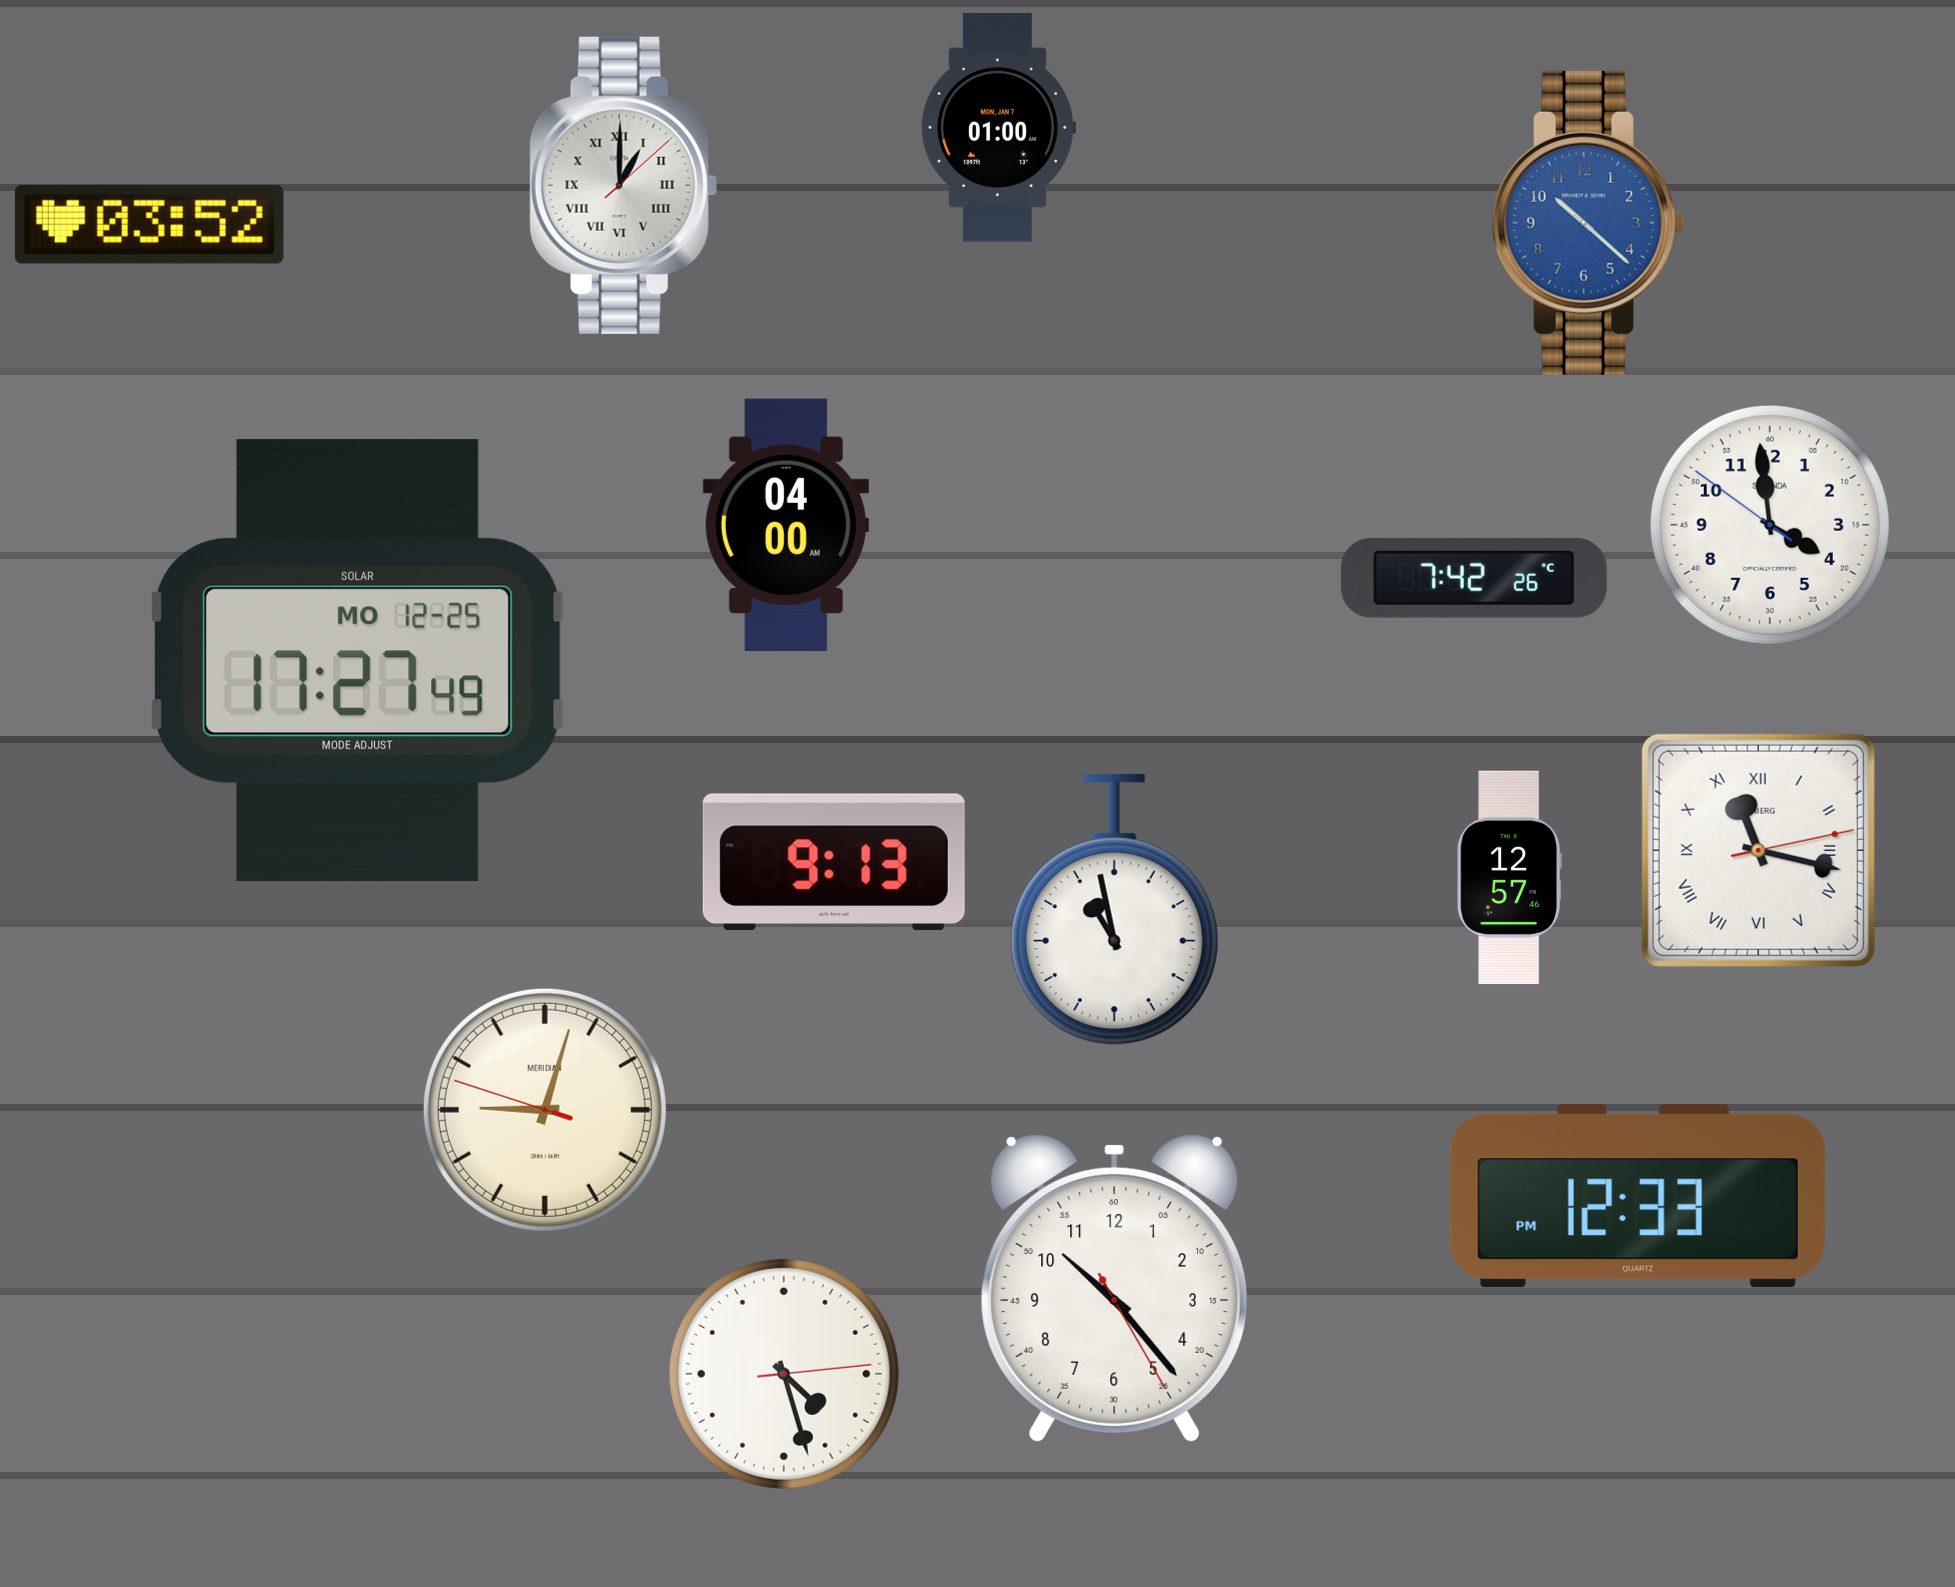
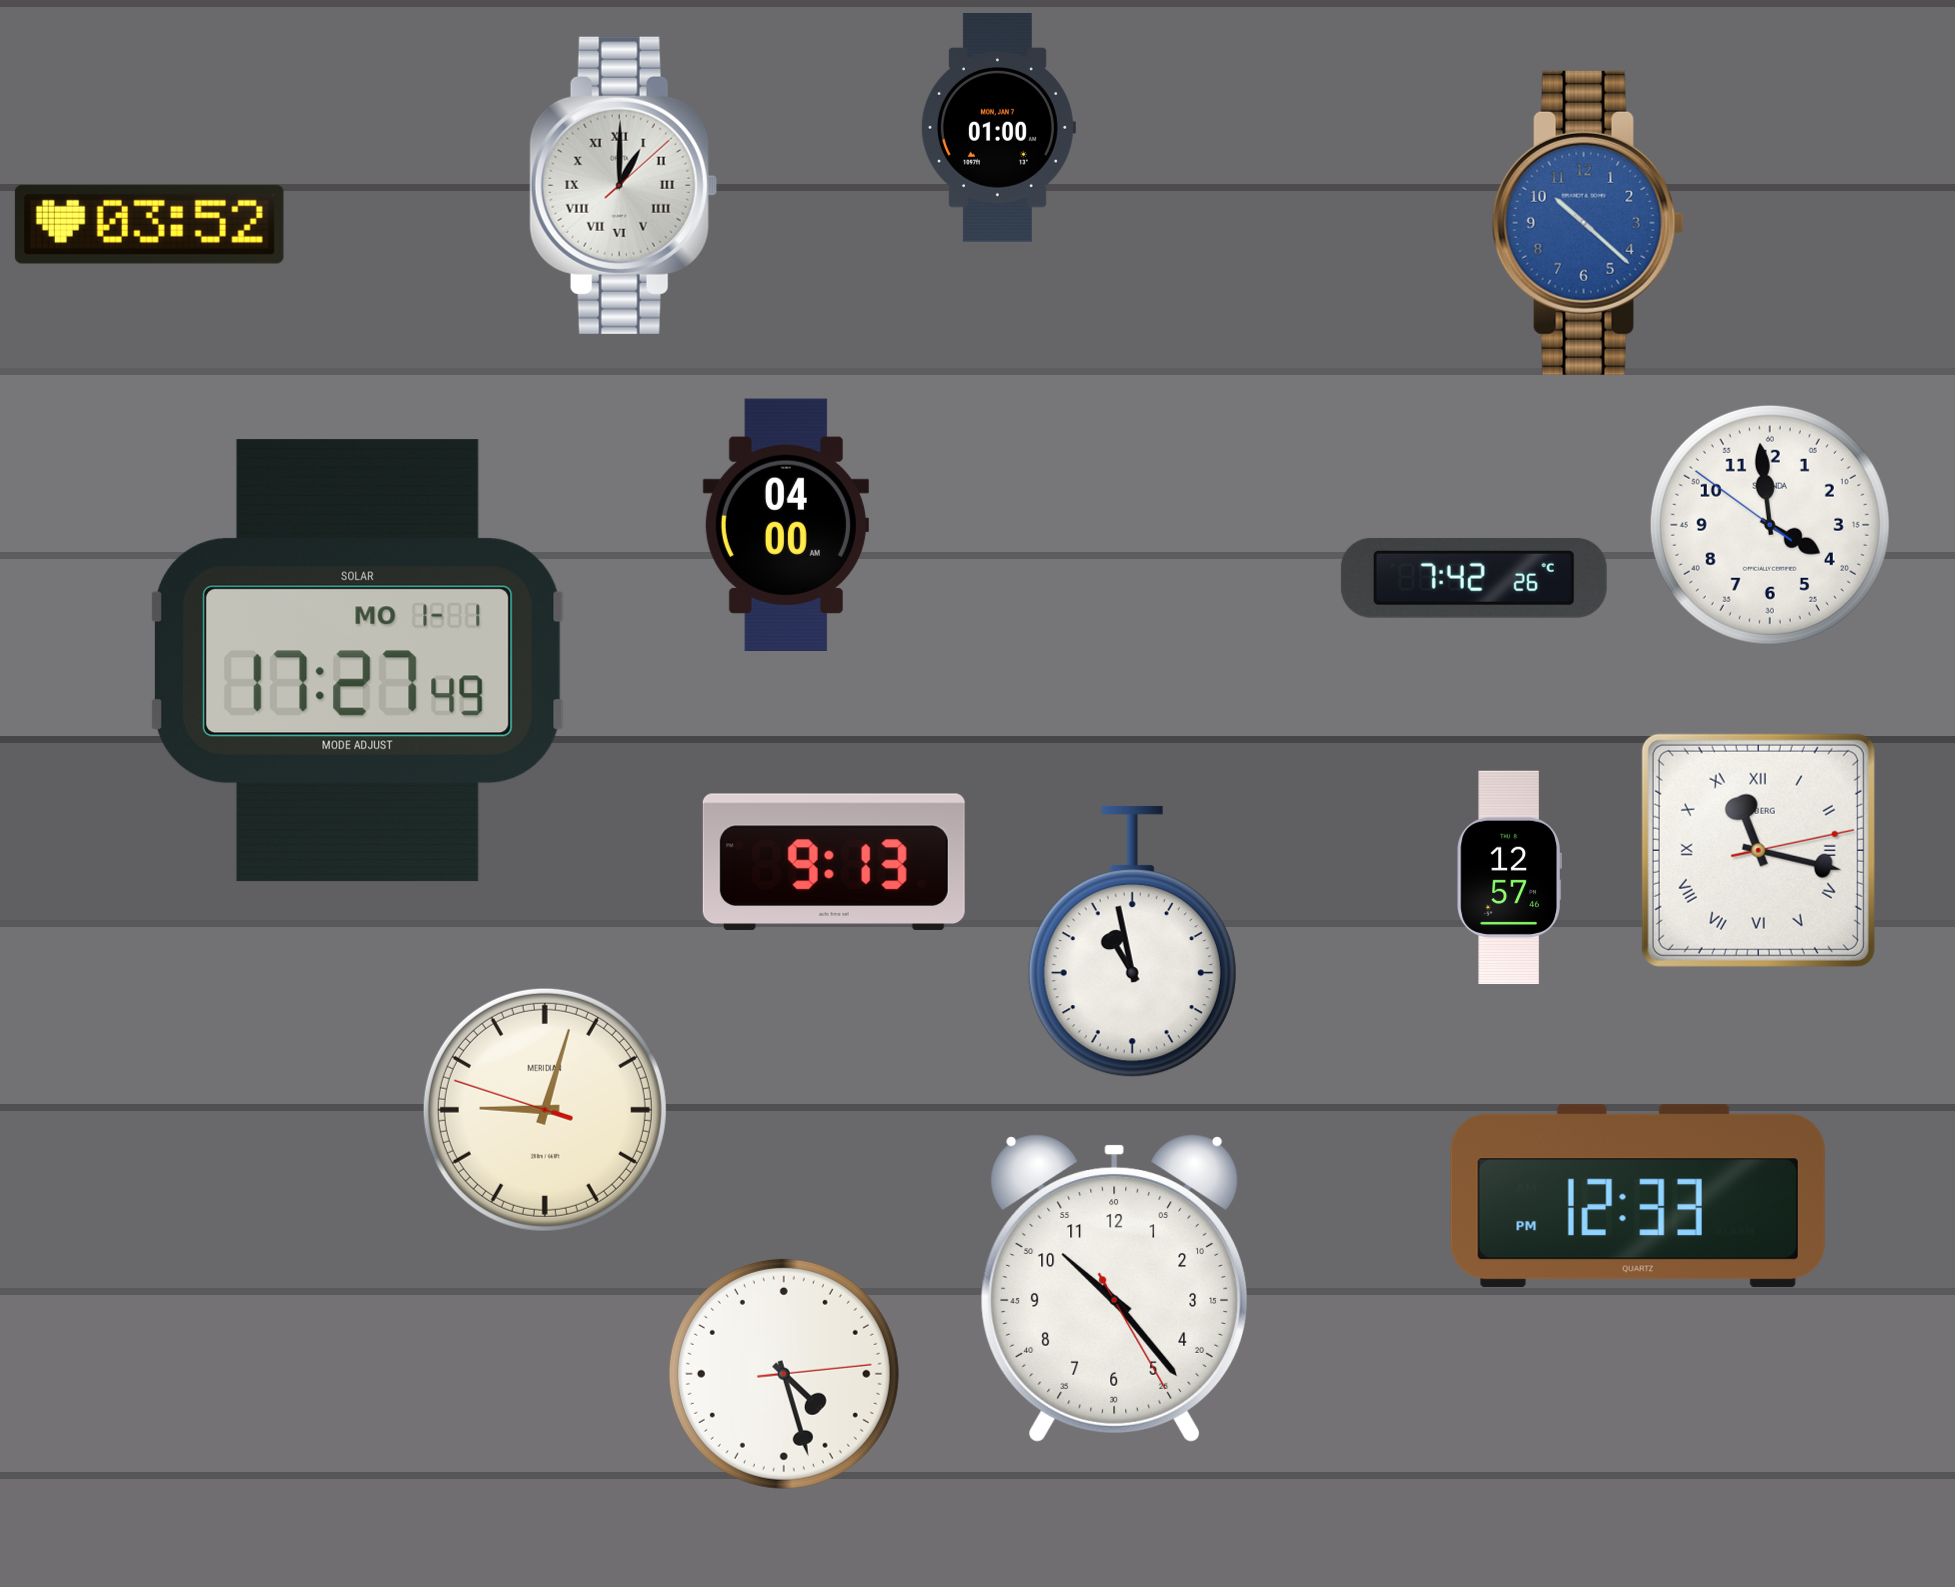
clock at (357, 661) date: MO 12-25 -> MO 1-1
clock at (1114, 910) position: (1114, 910) -> (1132, 942)
